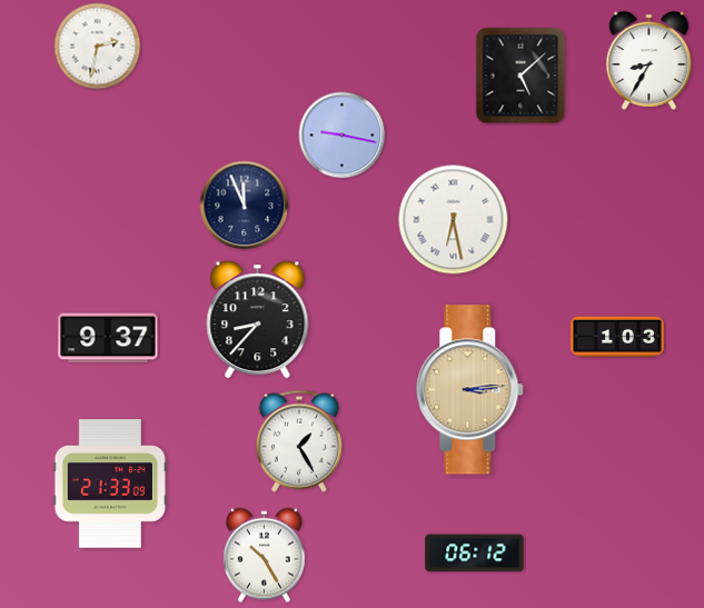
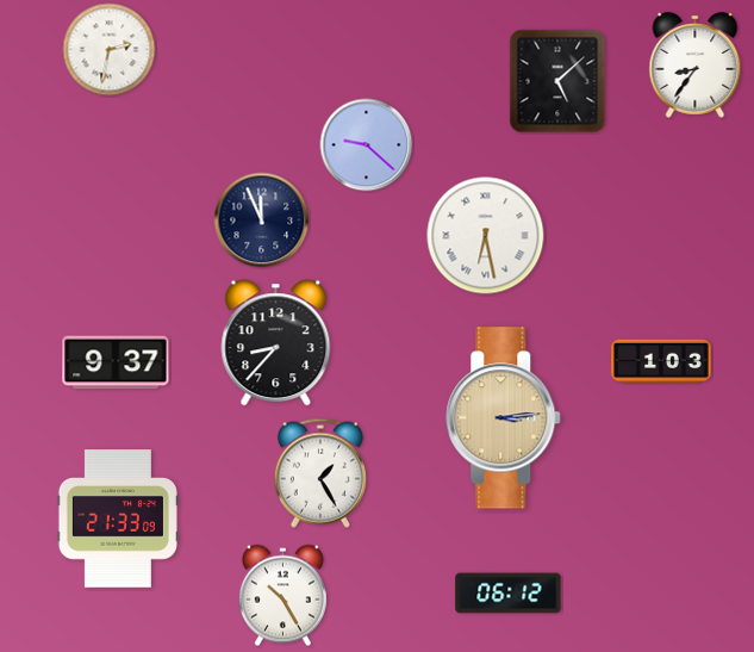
clock at (98, 47) position: (98, 47) -> (110, 50)
clock at (650, 60): 8:35 -> 8:36
clock at (343, 136): 9:17 -> 9:22
